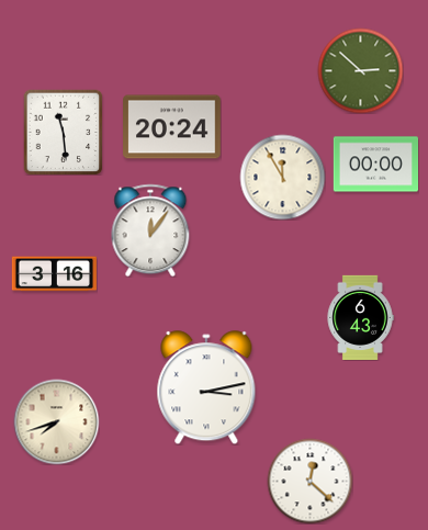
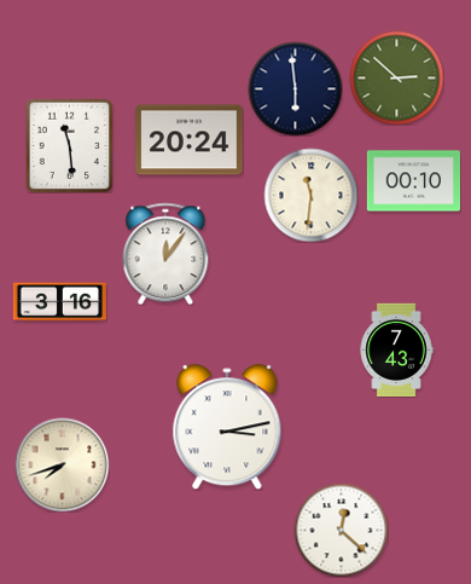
clock at (295, 88): none -> 5:59
clock at (375, 165): 00:00 -> 00:10
clock at (282, 177): 11:55 -> 11:31
clock at (360, 317): 6:43 -> 7:43
